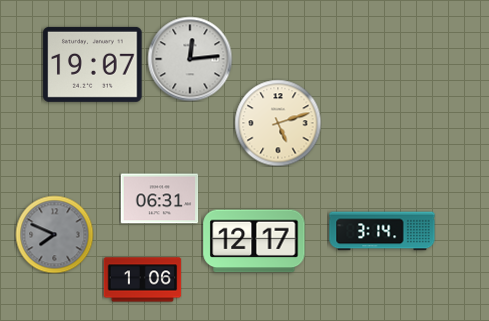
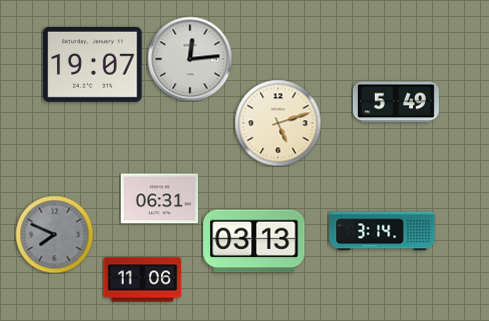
clock at (396, 102): none -> 5:49
clock at (254, 241): 12:17 -> 03:13
clock at (142, 280): 1:06 -> 11:06
